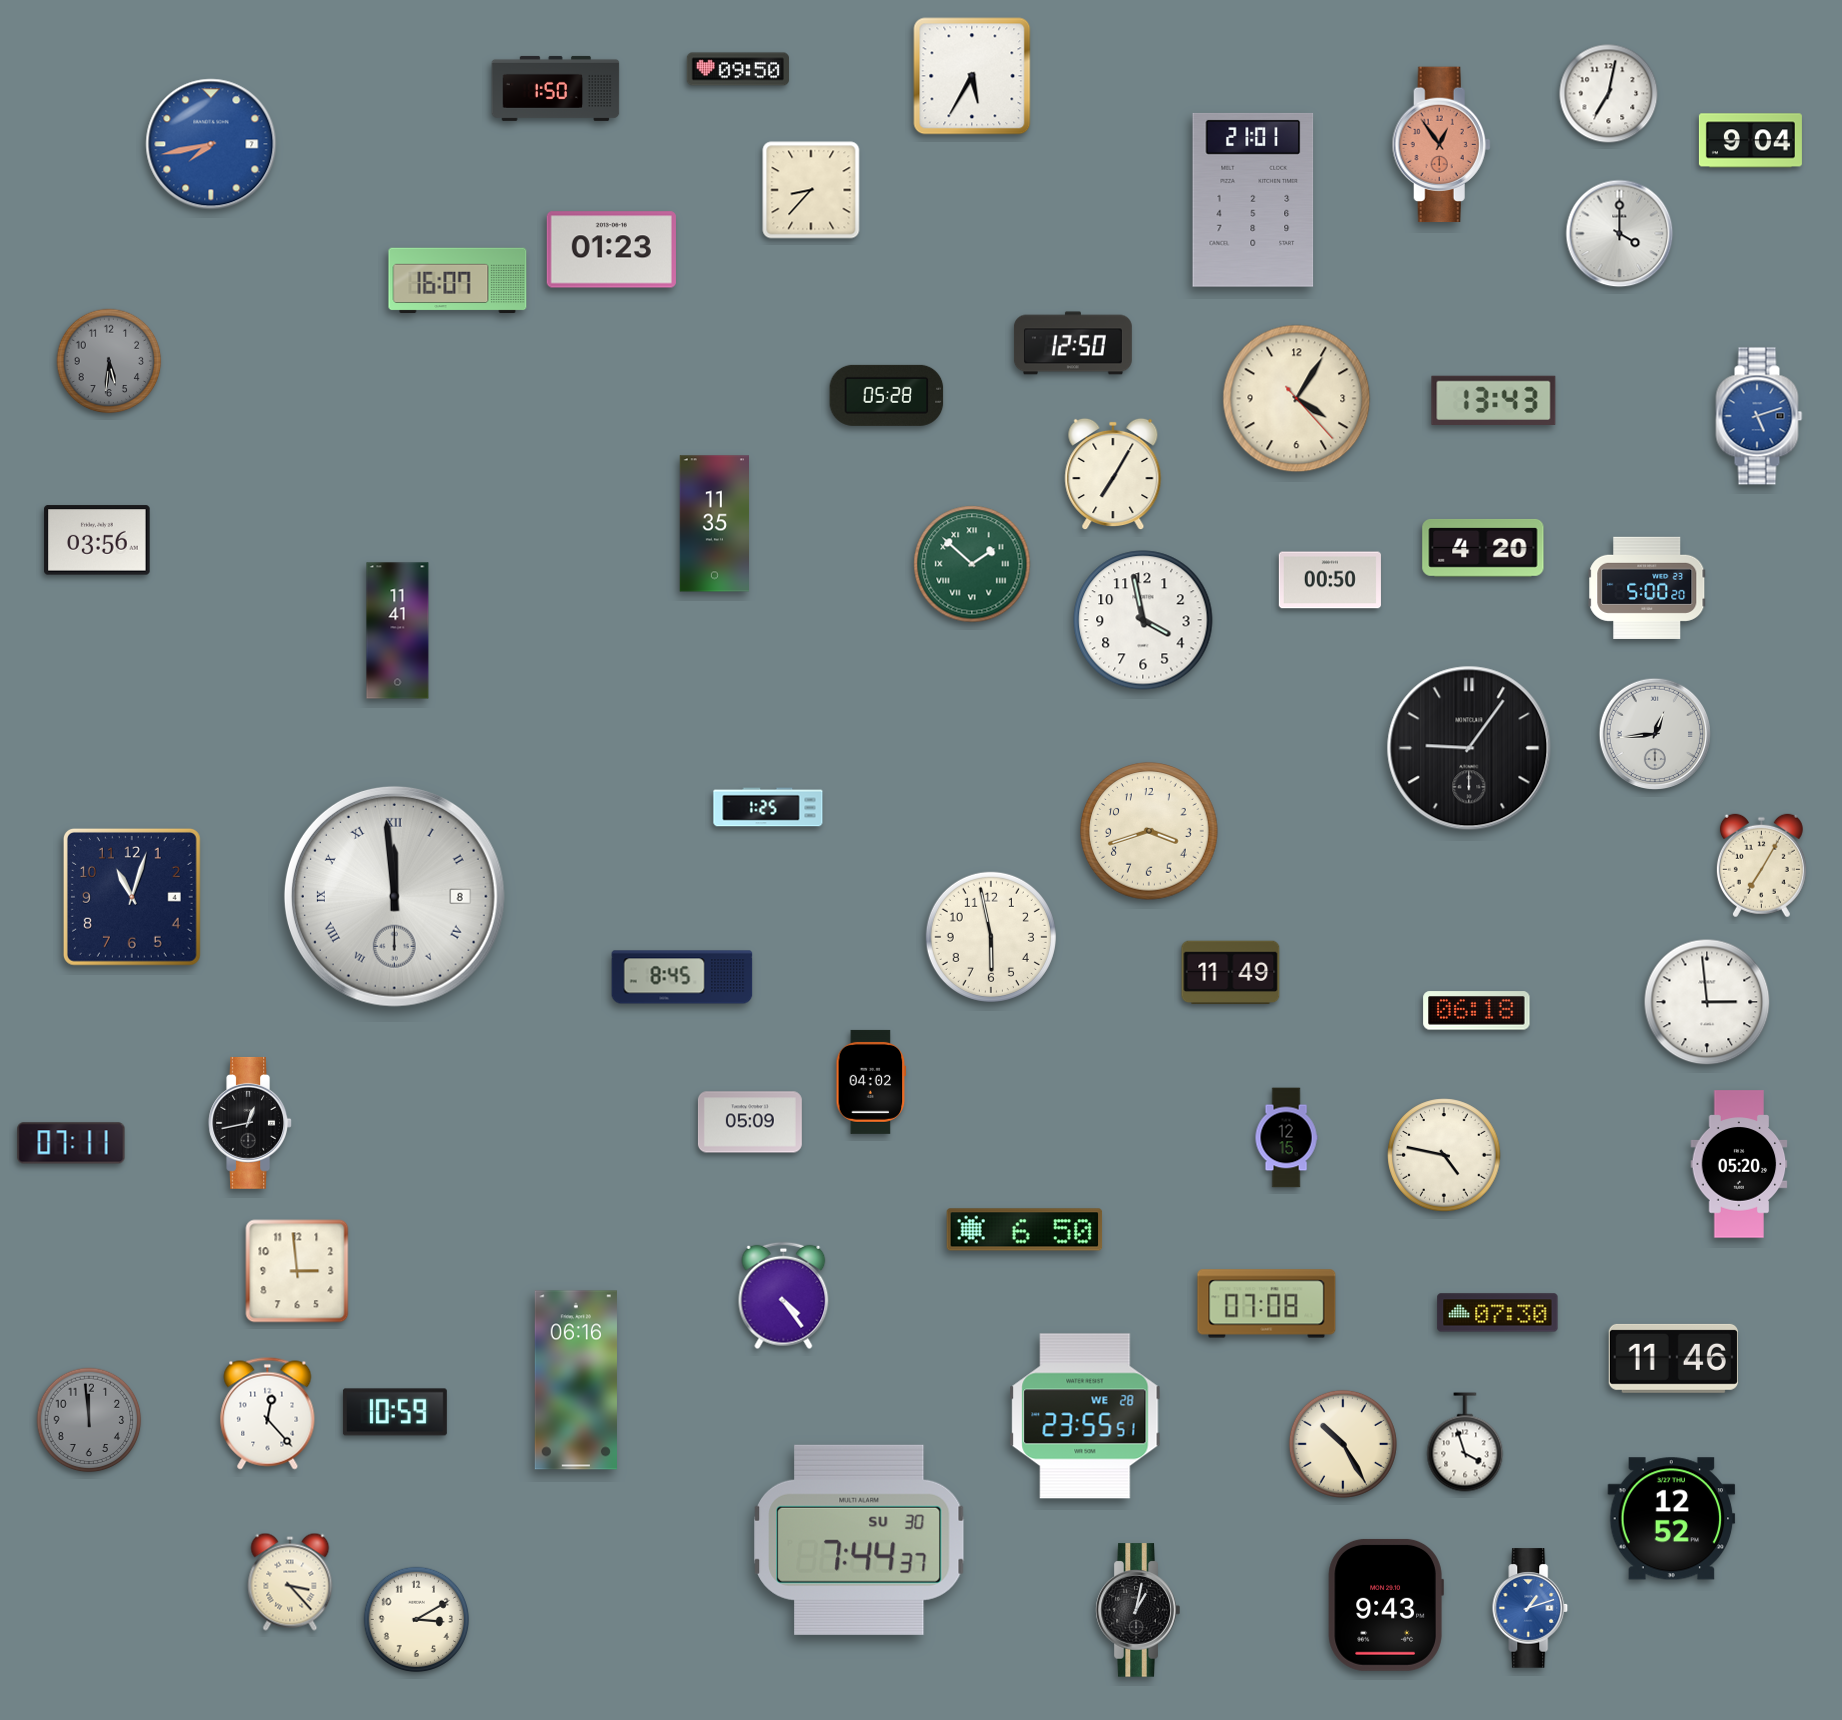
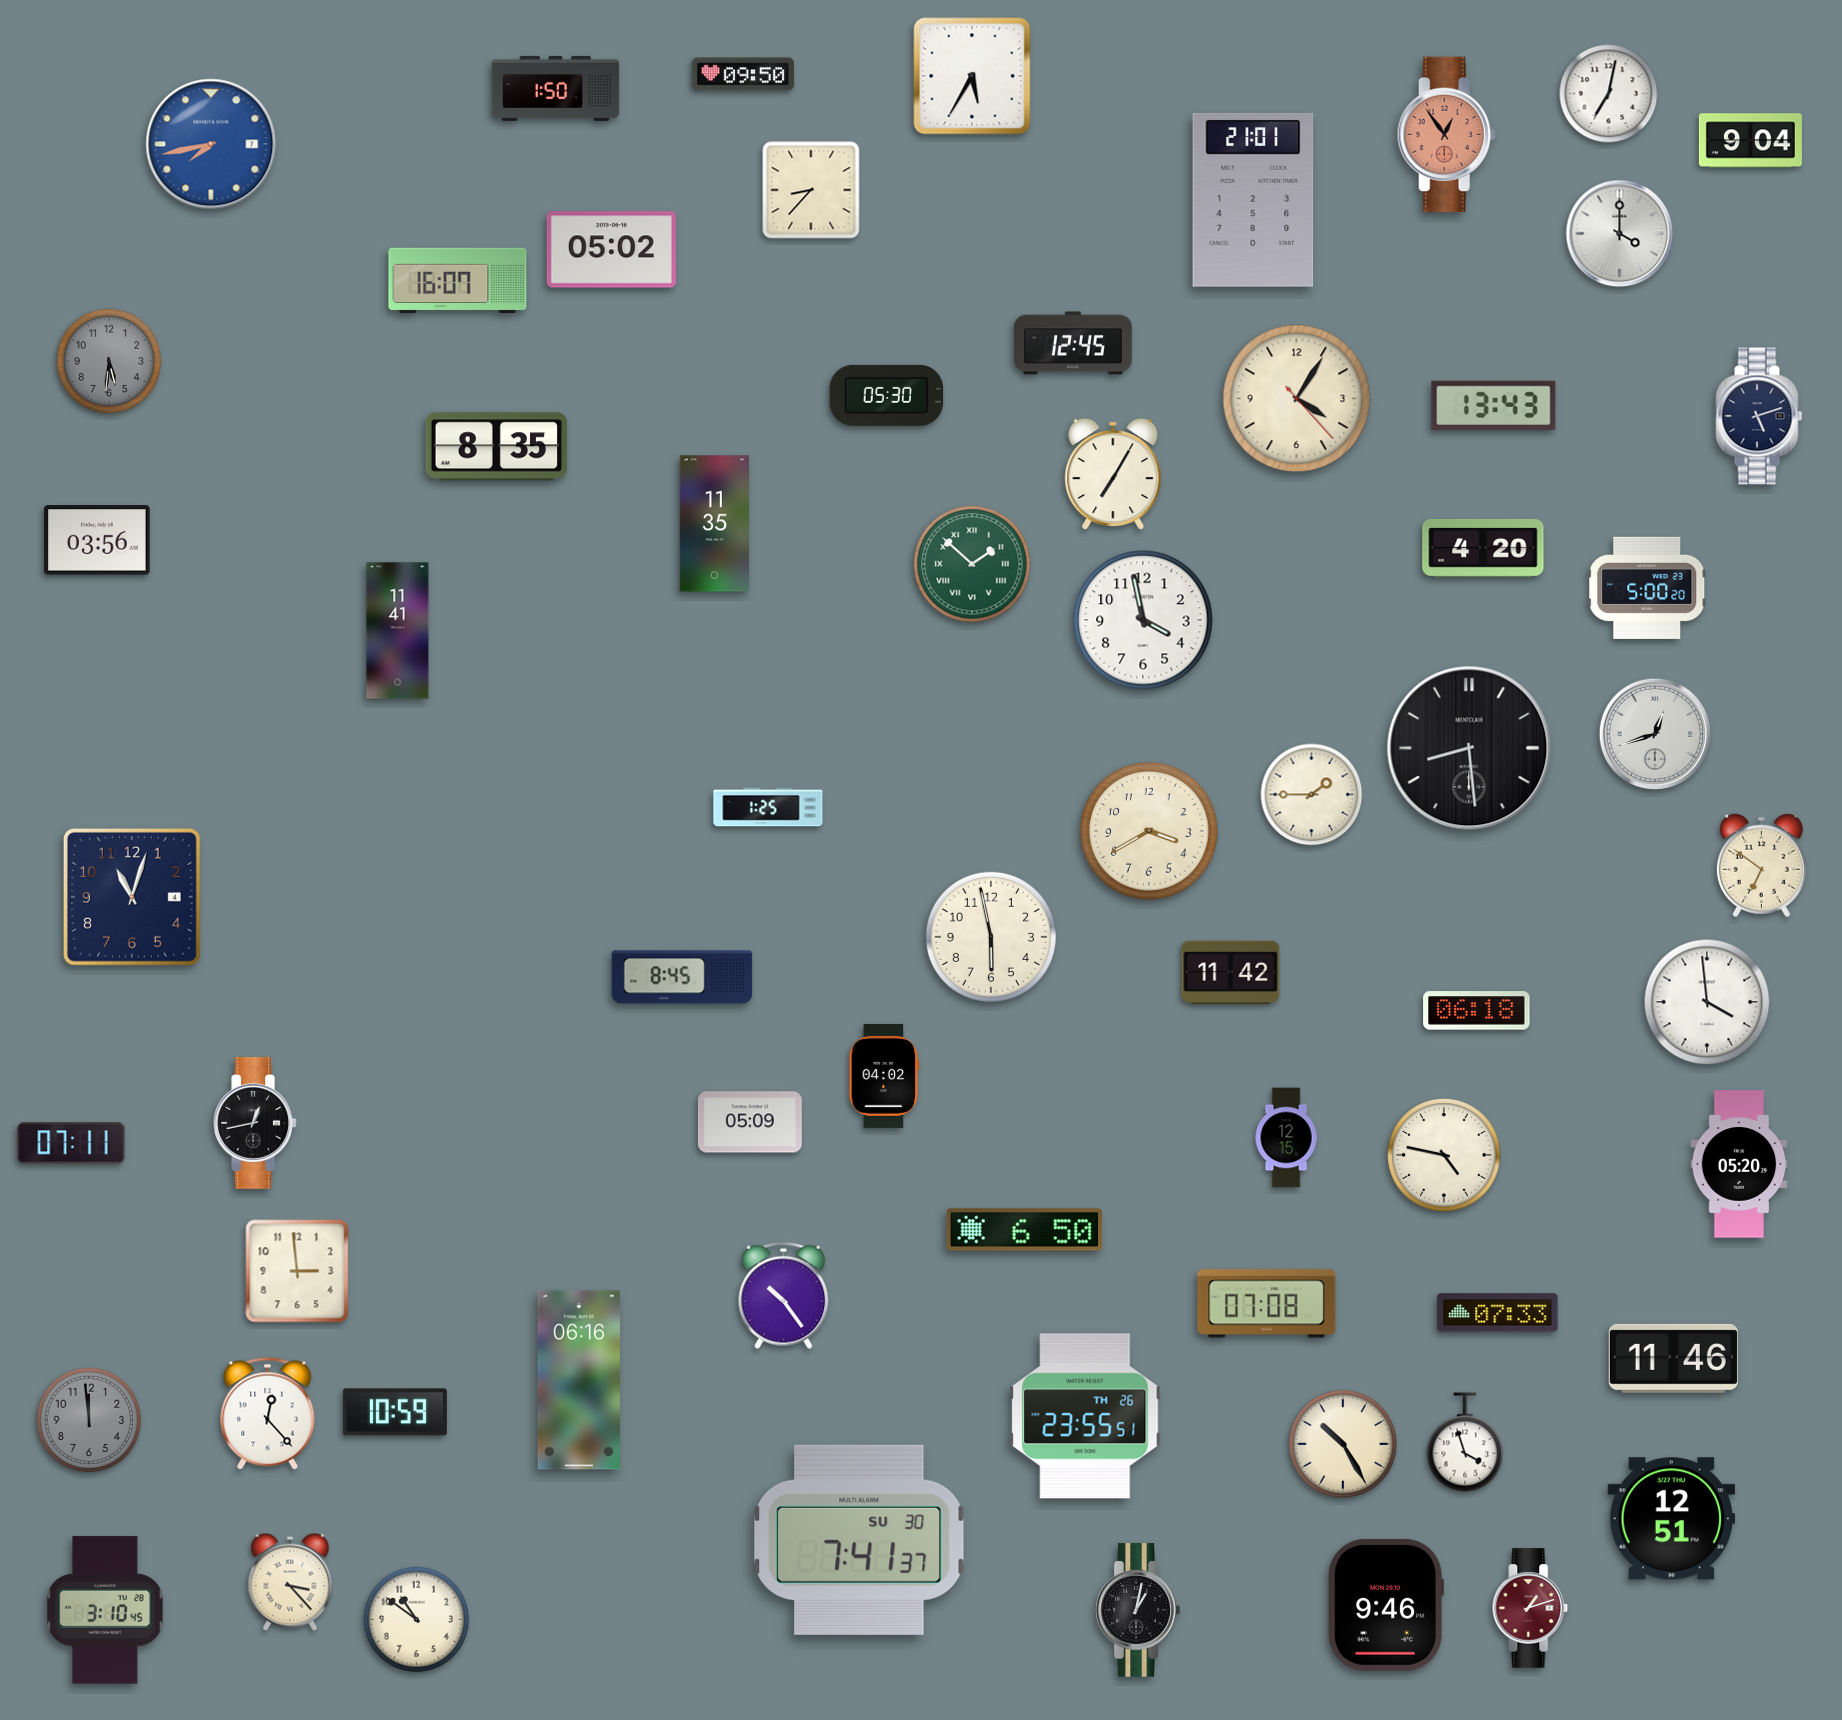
clock at (738, 69) position: (738, 69) -> (743, 74)
clock at (1441, 145) position: (1441, 145) -> (1446, 135)
clock at (611, 250): 01:23 -> 05:02
clock at (1073, 343): 12:50 -> 12:45
clock at (887, 395): 05:28 -> 05:30
clock at (1494, 401) position: (1494, 401) -> (1494, 406)
clock at (1759, 416) dial: blue -> navy
clock at (497, 447): none -> 8:35
clock at (1330, 580): 00:50 -> none
clock at (1654, 733): 12:44 -> 12:42
clock at (1469, 748): 9:06 -> 8:29
clock at (1312, 795): none -> 1:45
clock at (1149, 831): 3:42 -> 3:40
clock at (1761, 866): 7:05 -> 6:51
clock at (394, 896): 11:59 -> none
clock at (1231, 973): 11:49 -> 11:42
clock at (1707, 1002): 2:59 -> 3:59
clock at (871, 1082) position: (871, 1082) -> (884, 1076)
clock at (250, 1123) position: (250, 1123) -> (255, 1123)
clock at (784, 1296): 4:24 -> 10:24
clock at (1498, 1313): 07:30 -> 07:33
clock at (576, 1380) position: (576, 1380) -> (579, 1380)
clock at (1085, 1416) date: WE 28 -> TH 26
clock at (1672, 1519): 12:52 -> 12:51
clock at (859, 1540): 7:44 -> 7:41
clock at (1386, 1605): 9:43 -> 9:46
clock at (1530, 1608) dial: blue -> burgundy
clock at (106, 1610): none -> 3:10
clock at (417, 1620): 3:10 -> 10:51
